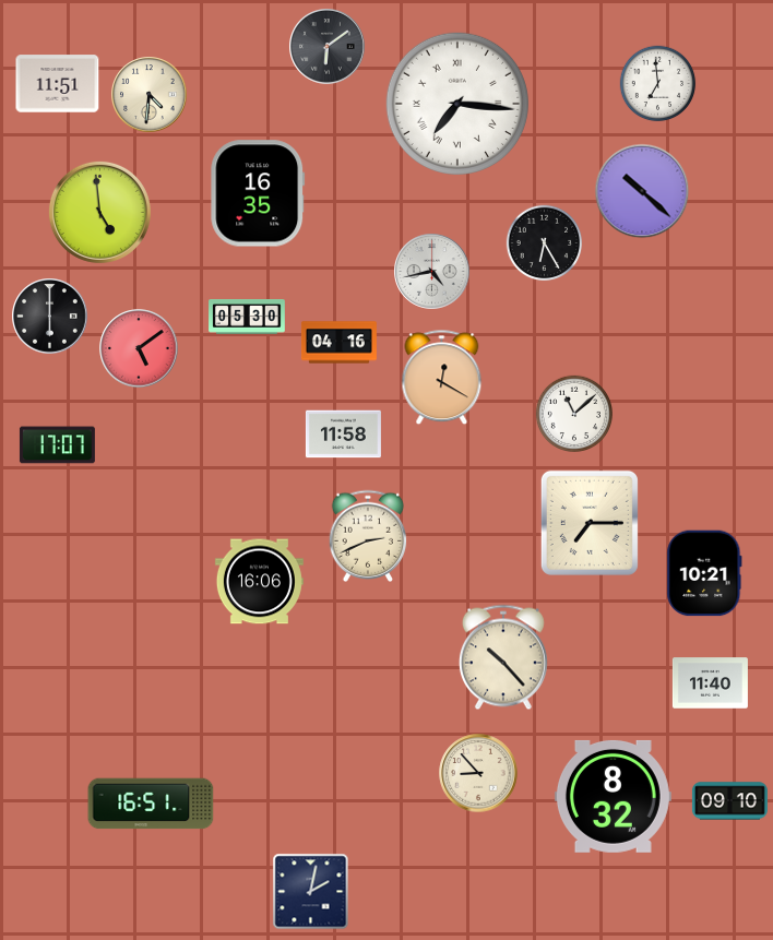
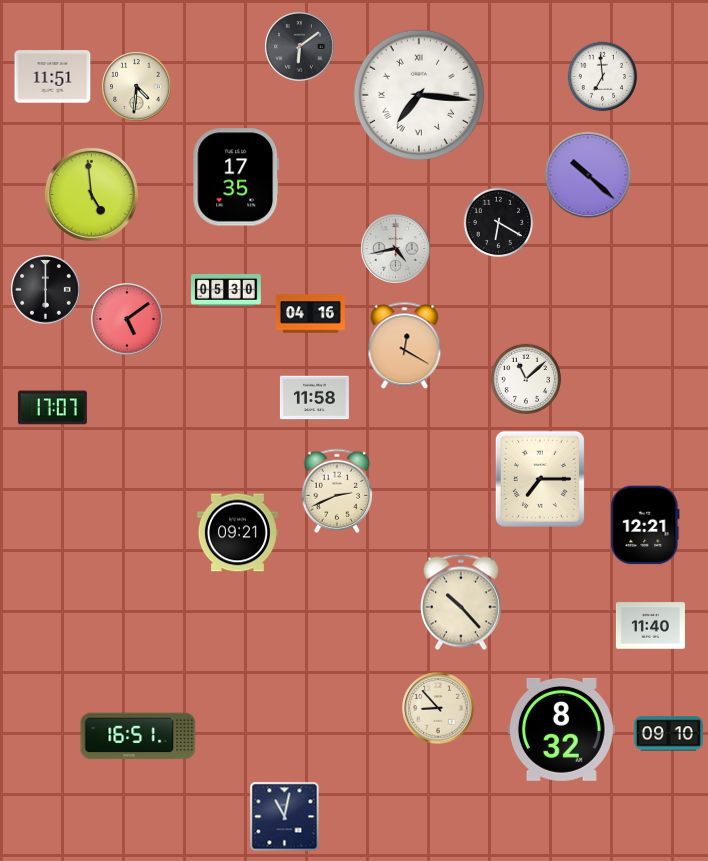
clock at (328, 47) position: (328, 47) -> (300, 47)
clock at (258, 193): 16:35 -> 17:35
clock at (545, 243): 6:25 -> 6:20
clock at (704, 573): 10:21 -> 12:21
clock at (259, 582): 16:06 -> 09:21
clock at (311, 892): 2:02 -> 11:02
